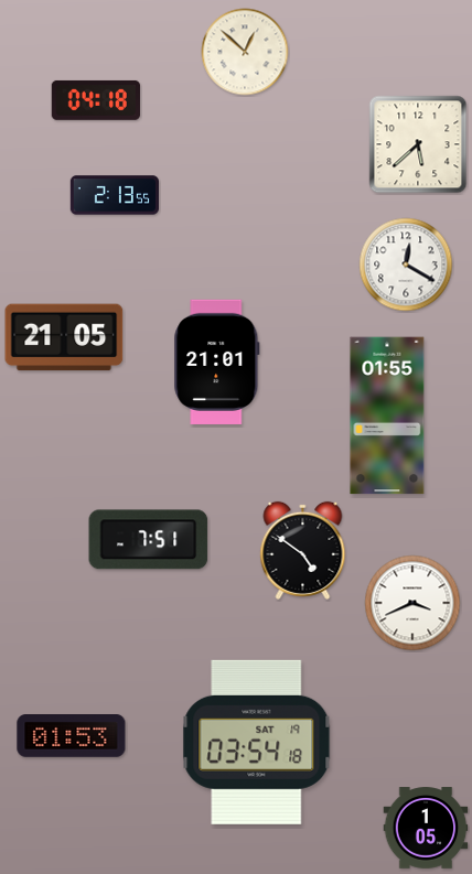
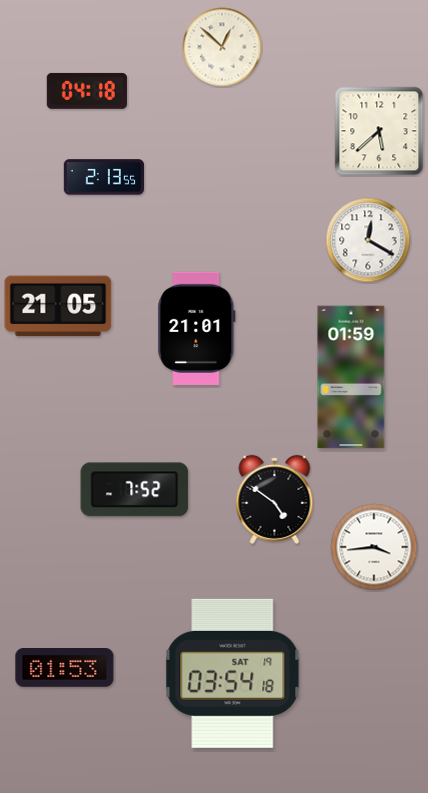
clock at (387, 416): 01:55 -> 01:59
clock at (149, 540): 7:51 -> 7:52
clock at (412, 603): 3:41 -> 3:44
clock at (426, 828): 1:05 -> none
